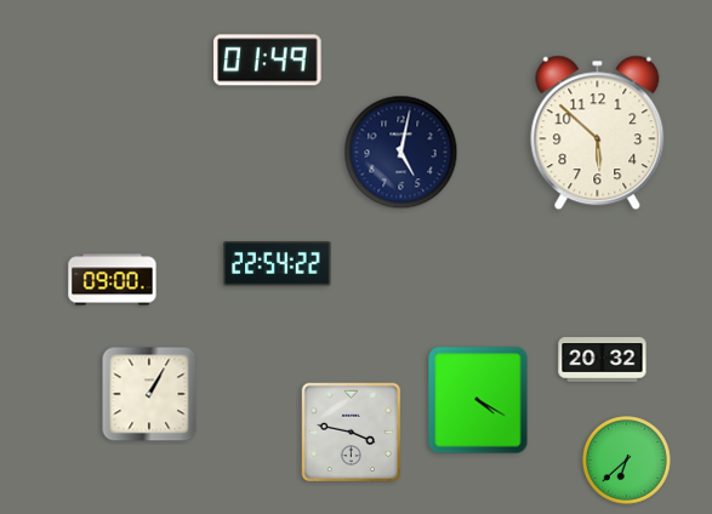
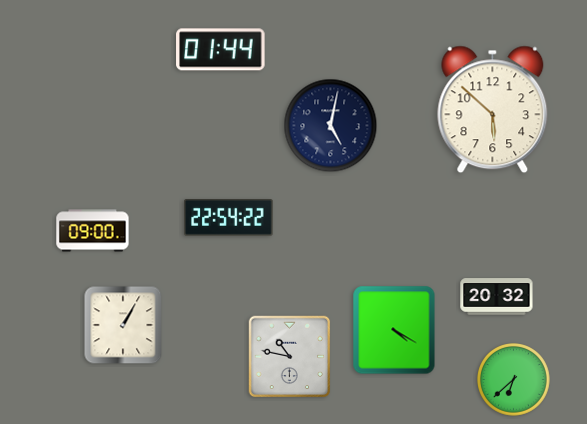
clock at (268, 61): 01:49 -> 01:44
clock at (352, 433): 3:47 -> 10:47
clock at (627, 461) position: (627, 461) -> (514, 380)
